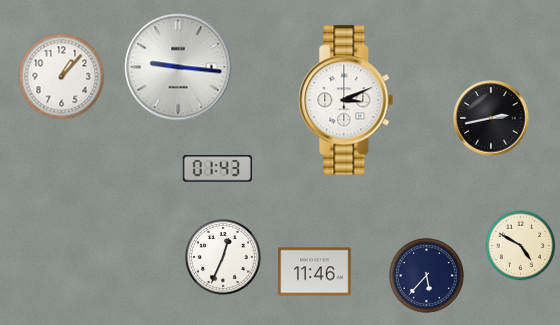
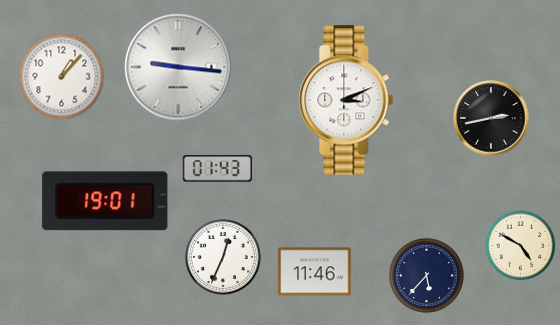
clock at (105, 201): none -> 19:01
